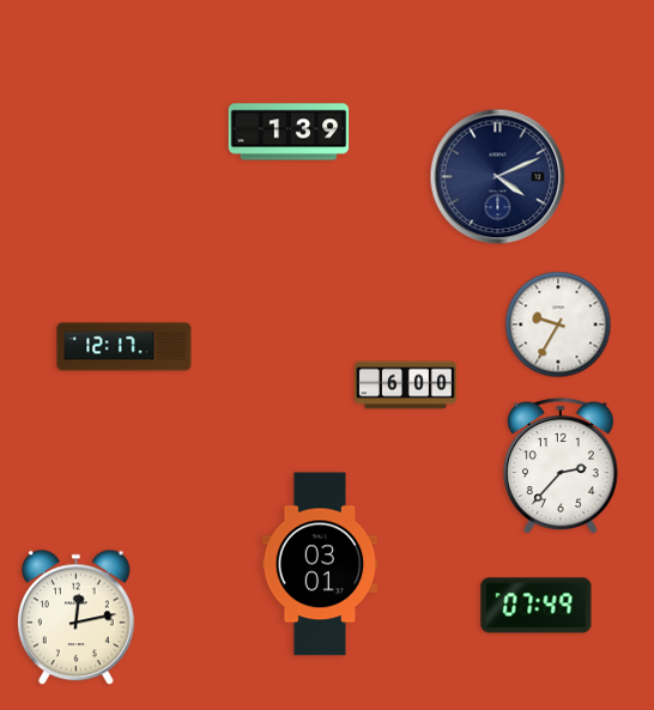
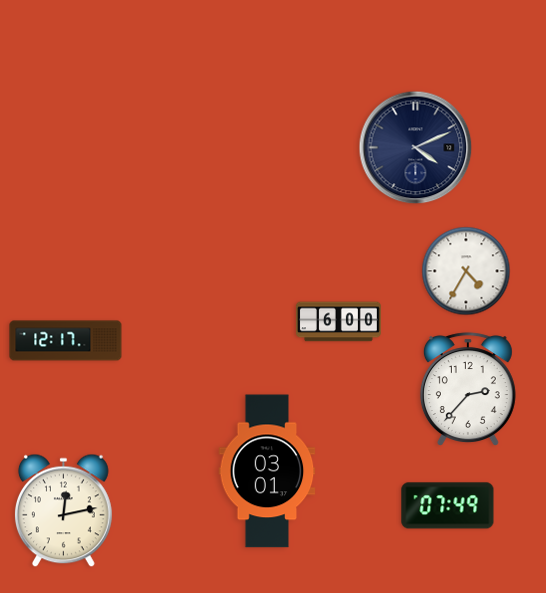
clock at (289, 132): 1:39 -> none
clock at (558, 324): 9:35 -> 4:35
clock at (125, 347) position: (125, 347) -> (66, 341)
clock at (75, 618) position: (75, 618) -> (63, 511)
